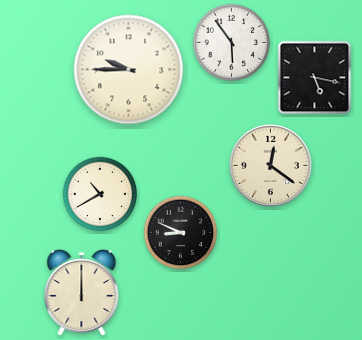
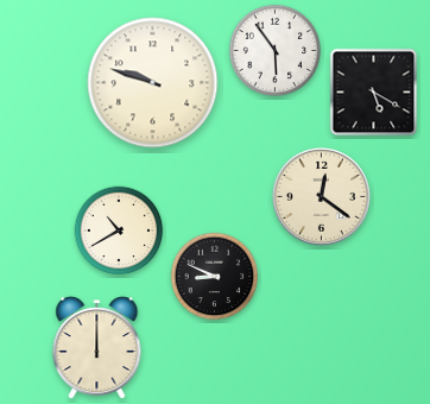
clock at (129, 70): 9:45 -> 9:48
clock at (315, 78): 5:17 -> 5:20
